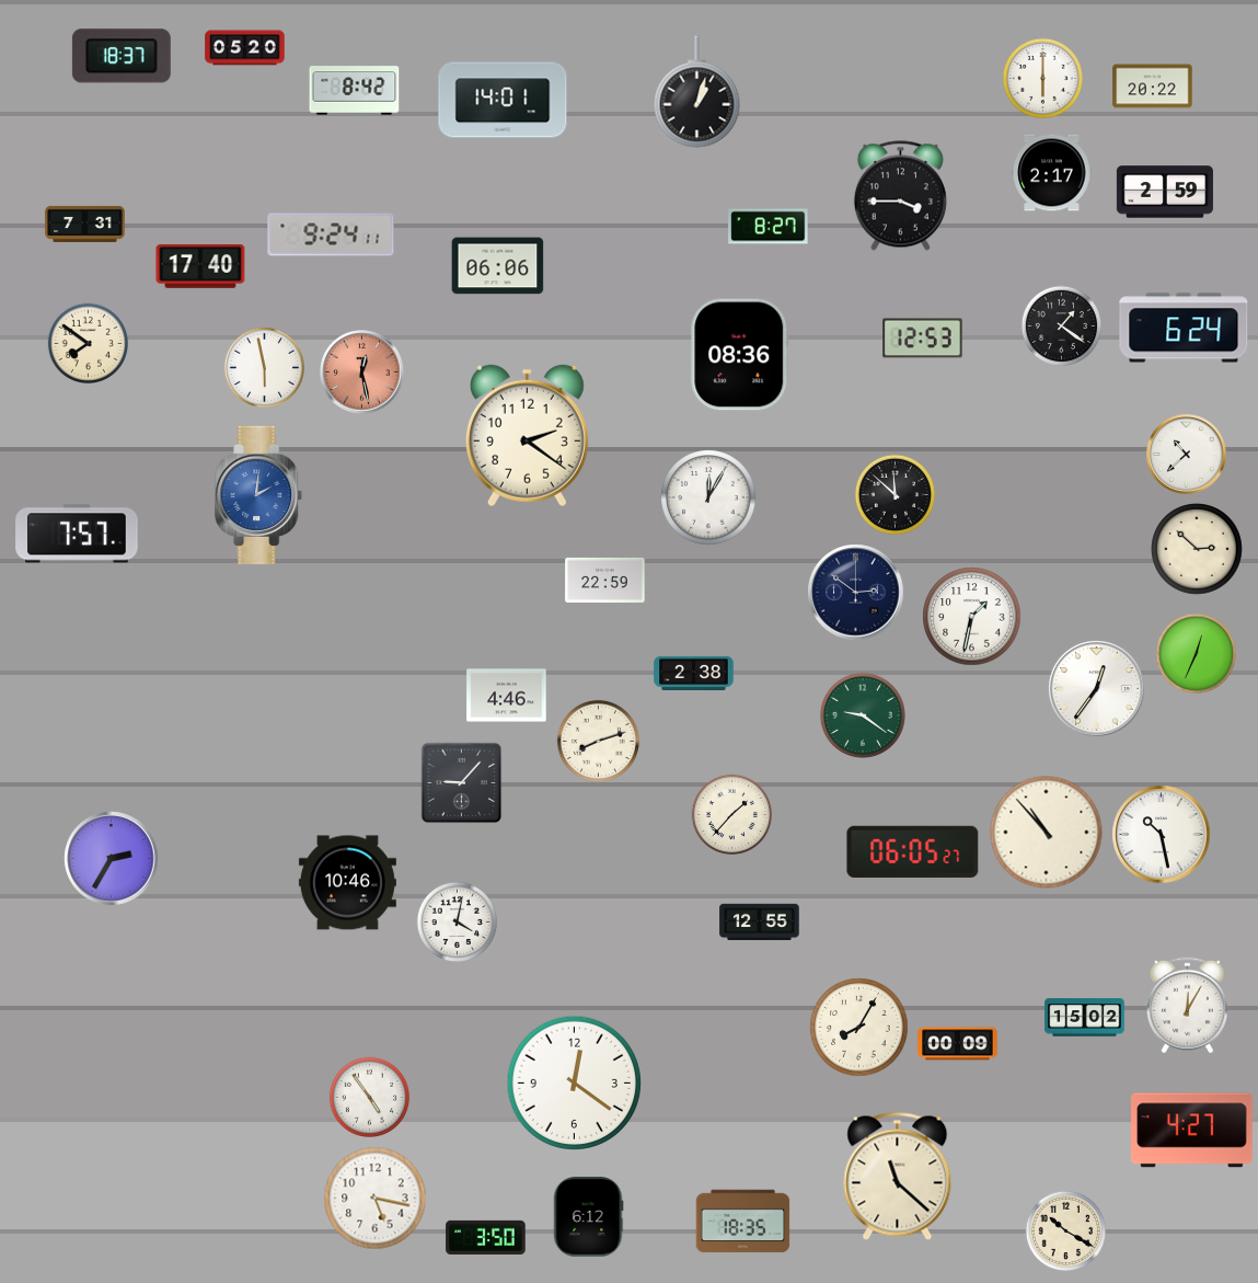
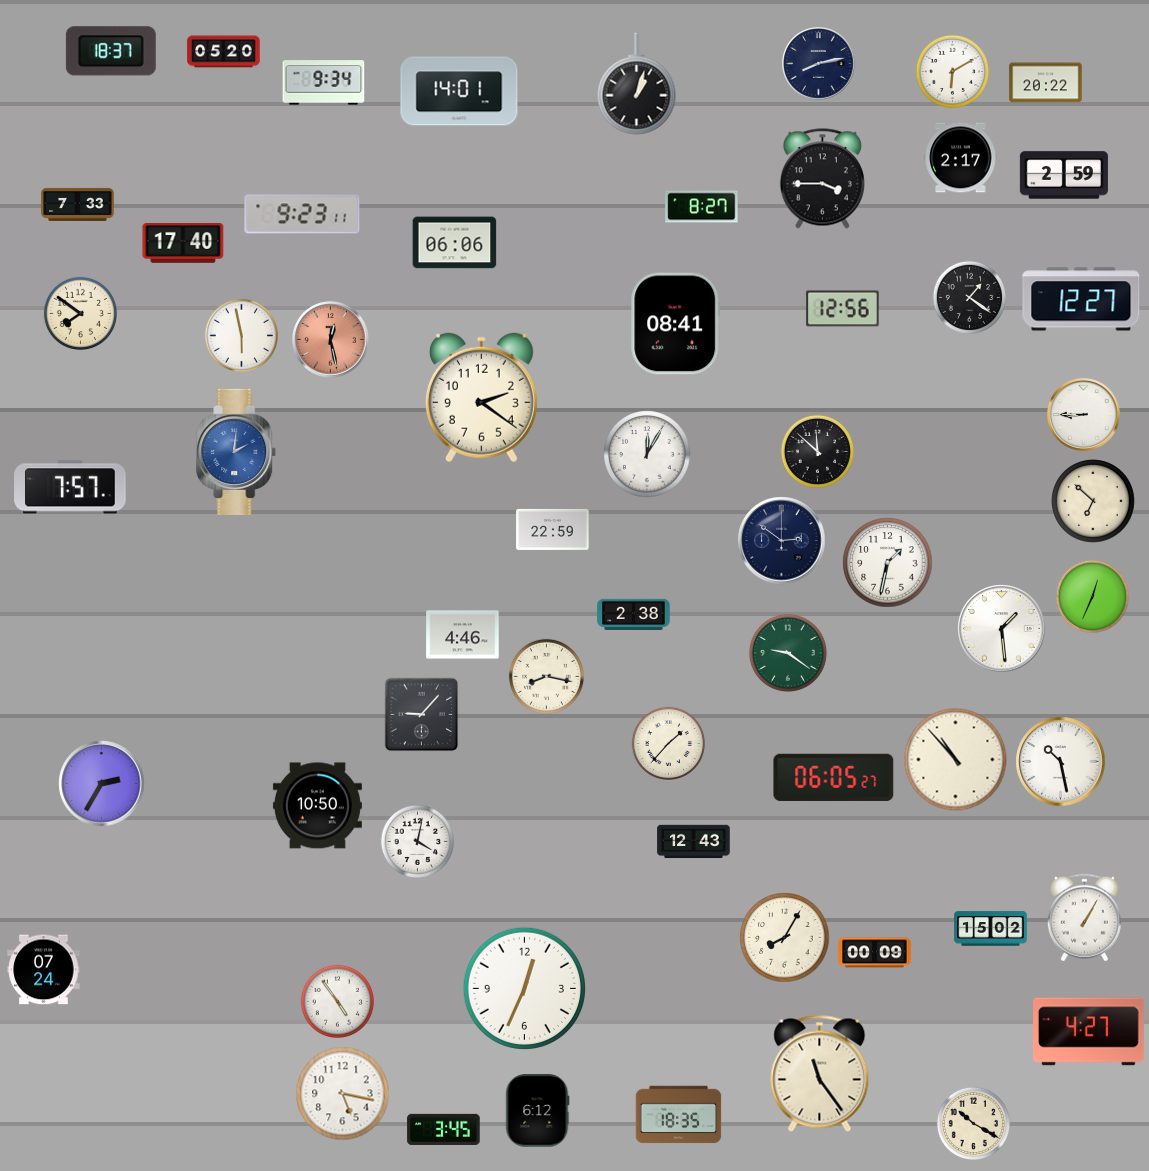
clock at (245, 48) position: (245, 48) -> (224, 52)
clock at (819, 64): none -> 8:13
clock at (1042, 78): 6:00 -> 6:10
clock at (1153, 87) position: (1153, 87) -> (1046, 83)
clock at (355, 91): 8:42 -> 9:34
clock at (85, 224): 7:31 -> 7:33
clock at (331, 234): 9:24 -> 9:23
clock at (1184, 328): 6:24 -> 12:27
clock at (923, 339): 12:53 -> 12:56
clock at (740, 355): 08:36 -> 08:41
clock at (1187, 455): 10:38 -> 8:45
clock at (1197, 549): 2:52 -> 6:52
clock at (1097, 689): 12:36 -> 1:29
clock at (598, 741): 8:12 -> 8:17
clock at (347, 883): 10:46 -> 10:50
clock at (760, 923): 12:55 -> 12:43
clock at (1187, 1006): 12:05 -> 1:05
clock at (44, 970): none -> 07:24
clock at (574, 1082): 12:21 -> 12:34
clock at (898, 1176): 11:22 -> 11:24
clock at (486, 1237): 3:50 -> 3:45
